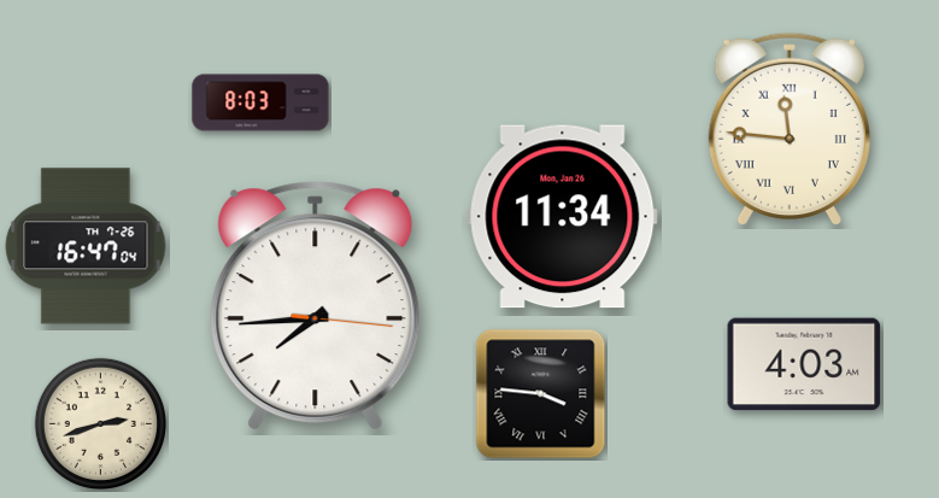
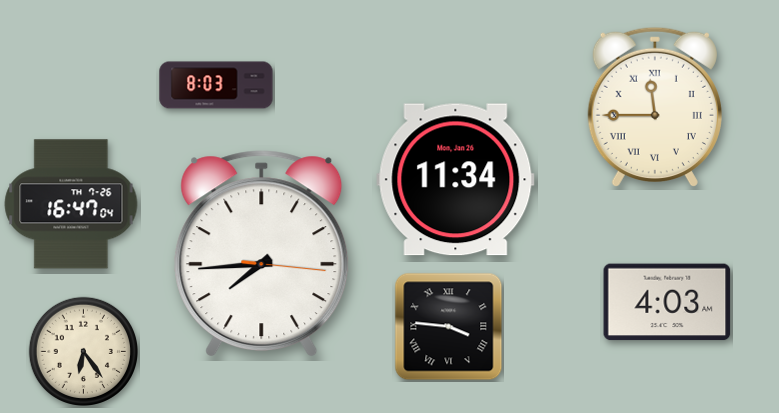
clock at (790, 129): 11:46 -> 11:45
clock at (563, 217) position: (563, 217) -> (456, 180)
clock at (100, 423): 2:42 -> 6:24
